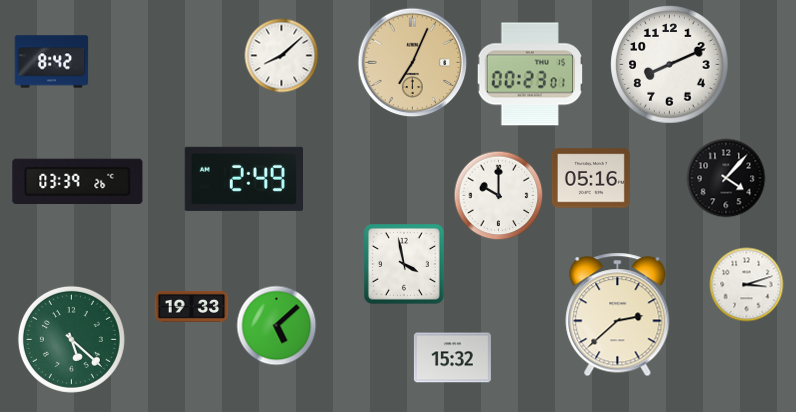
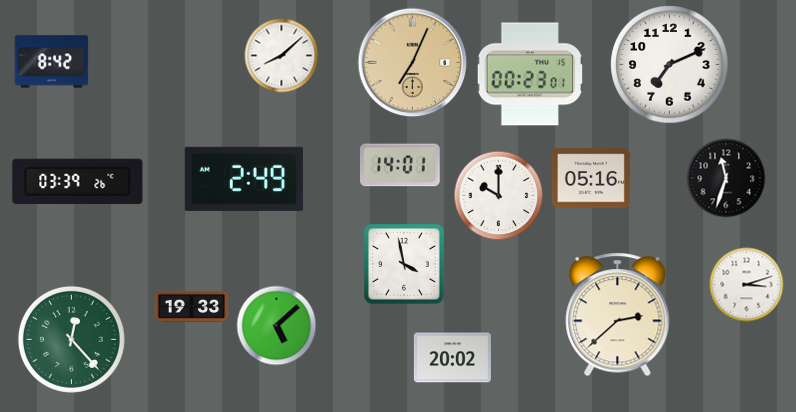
clock at (670, 65): 8:11 -> 7:11
clock at (401, 165): none -> 14:01
clock at (726, 178): 4:07 -> 11:33
clock at (71, 339): 5:22 -> 12:23
clock at (452, 358): 15:32 -> 20:02
